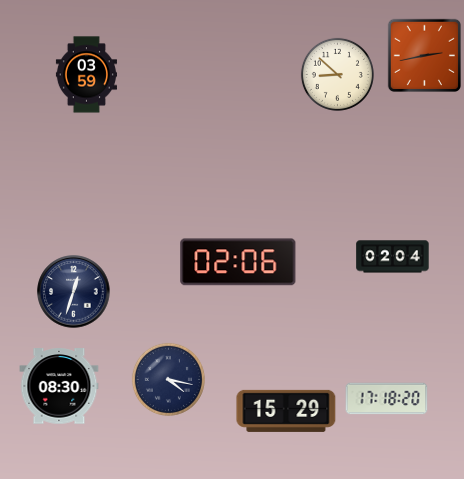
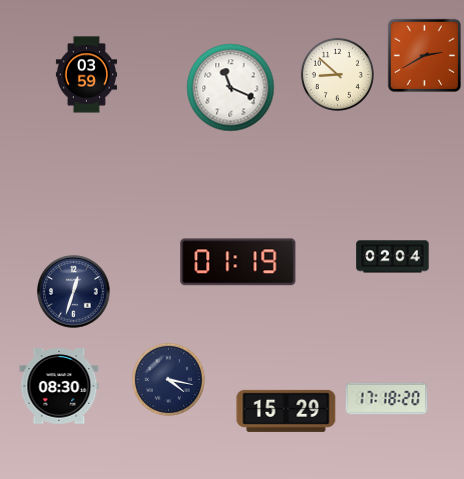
clock at (424, 55): 2:43 -> 2:40
clock at (231, 88): none -> 11:19
clock at (238, 262): 02:06 -> 01:19
